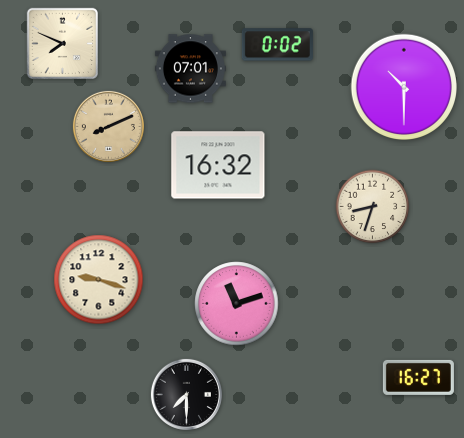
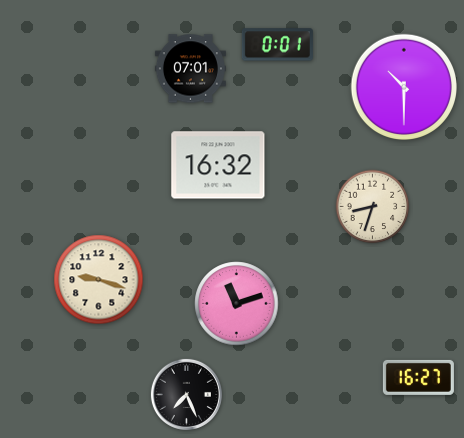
clock at (62, 43): 7:49 -> none
clock at (277, 45): 0:02 -> 0:01
clock at (108, 126): 8:11 -> none
clock at (186, 394): 7:30 -> 7:26
